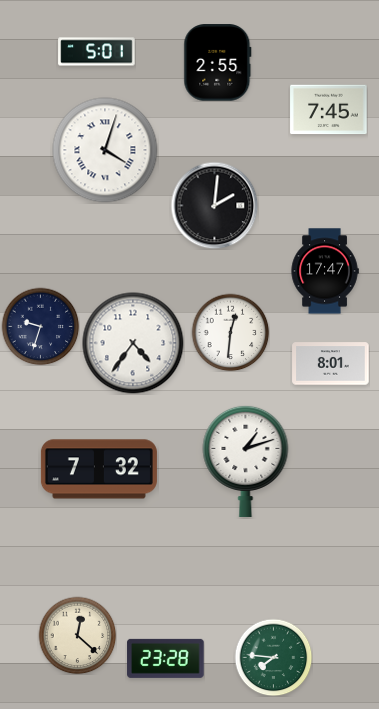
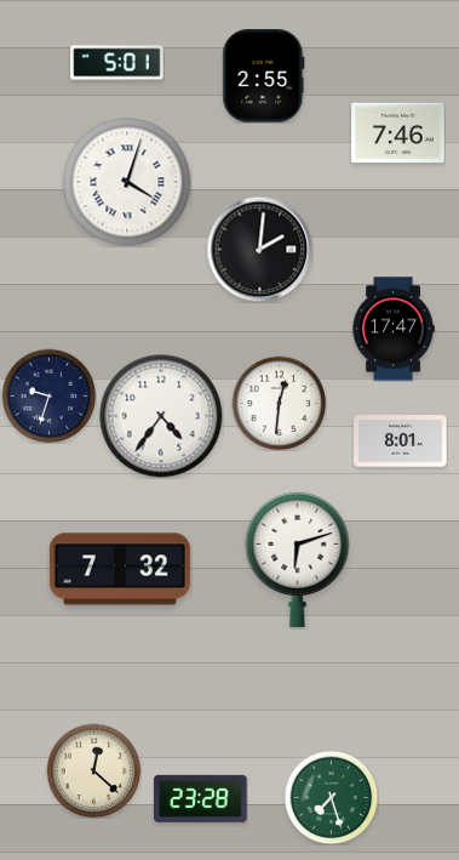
clock at (329, 110): 7:45 -> 7:46
clock at (246, 461): 1:12 -> 6:12
clock at (273, 657): 7:46 -> 7:27
